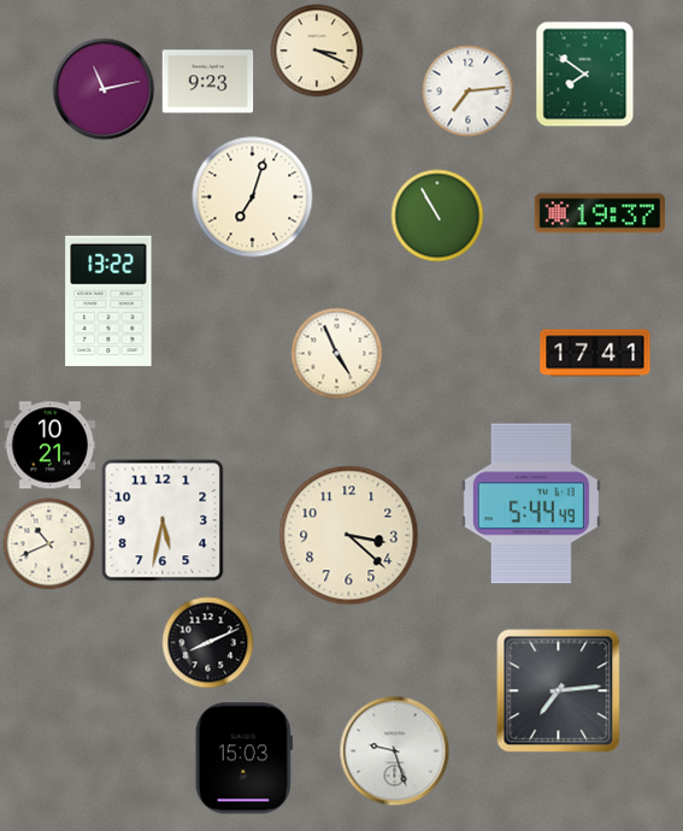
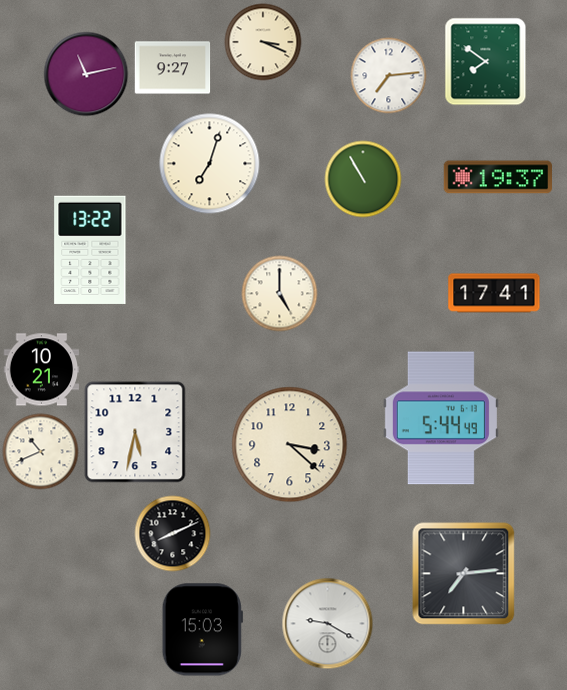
clock at (208, 82): 9:23 -> 9:27
clock at (337, 354): 4:56 -> 5:00
clock at (395, 752): 9:27 -> 9:20
